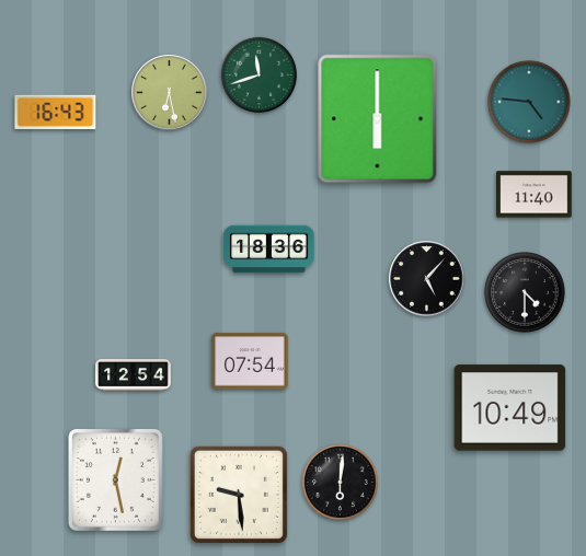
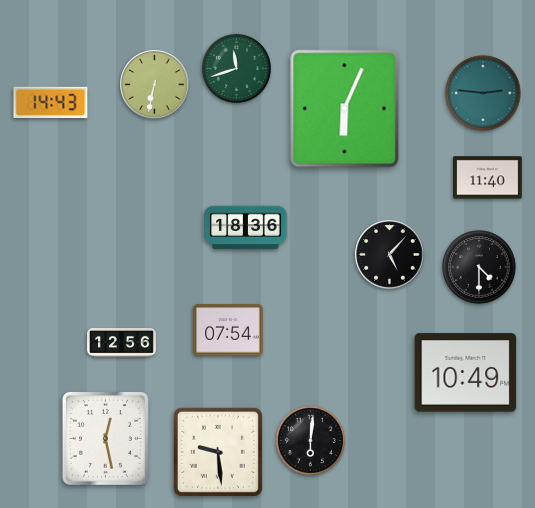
clock at (170, 93): 6:28 -> 6:32
clock at (529, 102): 4:46 -> 2:46
clock at (56, 113): 16:43 -> 14:43
clock at (378, 119): 6:00 -> 6:04
clock at (134, 375): 12:54 -> 12:56
